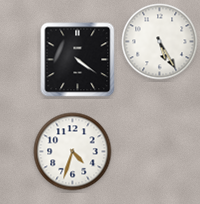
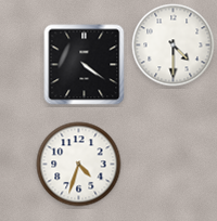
clock at (160, 42): 5:25 -> 4:30
